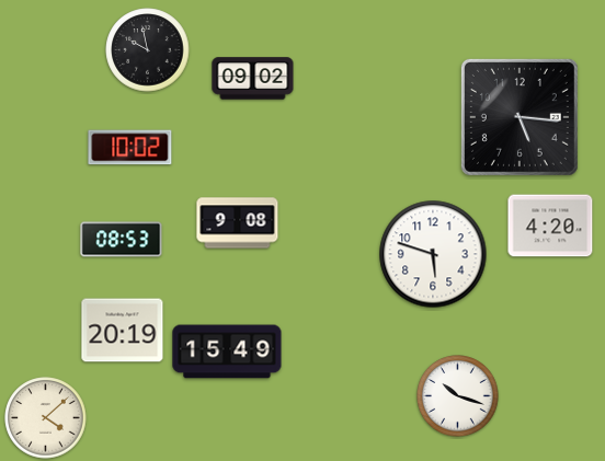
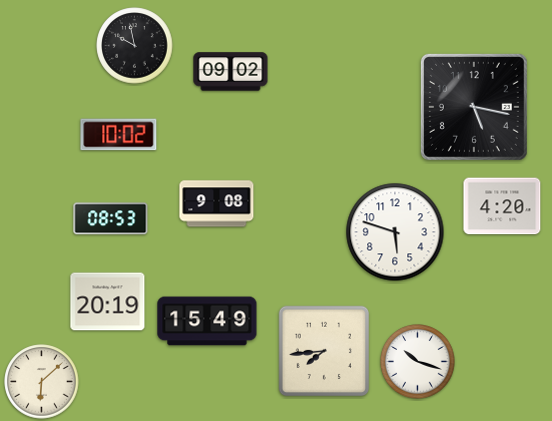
clock at (520, 117): 5:16 -> 5:17
clock at (123, 331) position: (123, 331) -> (108, 302)
clock at (324, 351): none -> 7:44
clock at (46, 418): 4:08 -> 6:08
